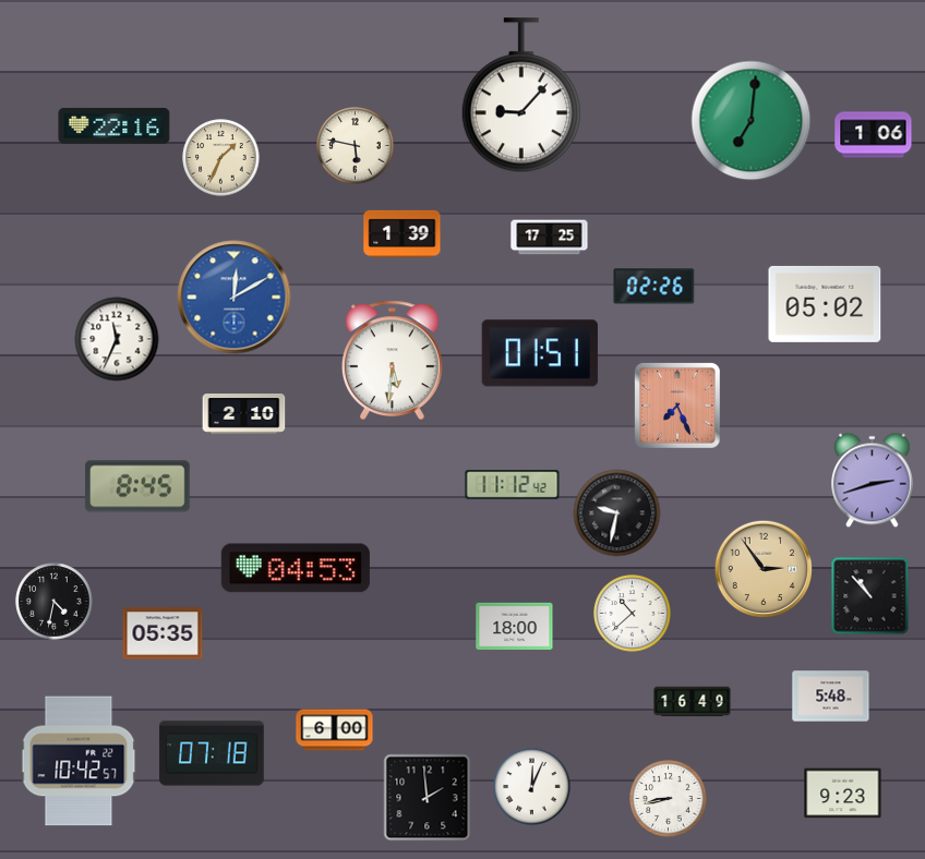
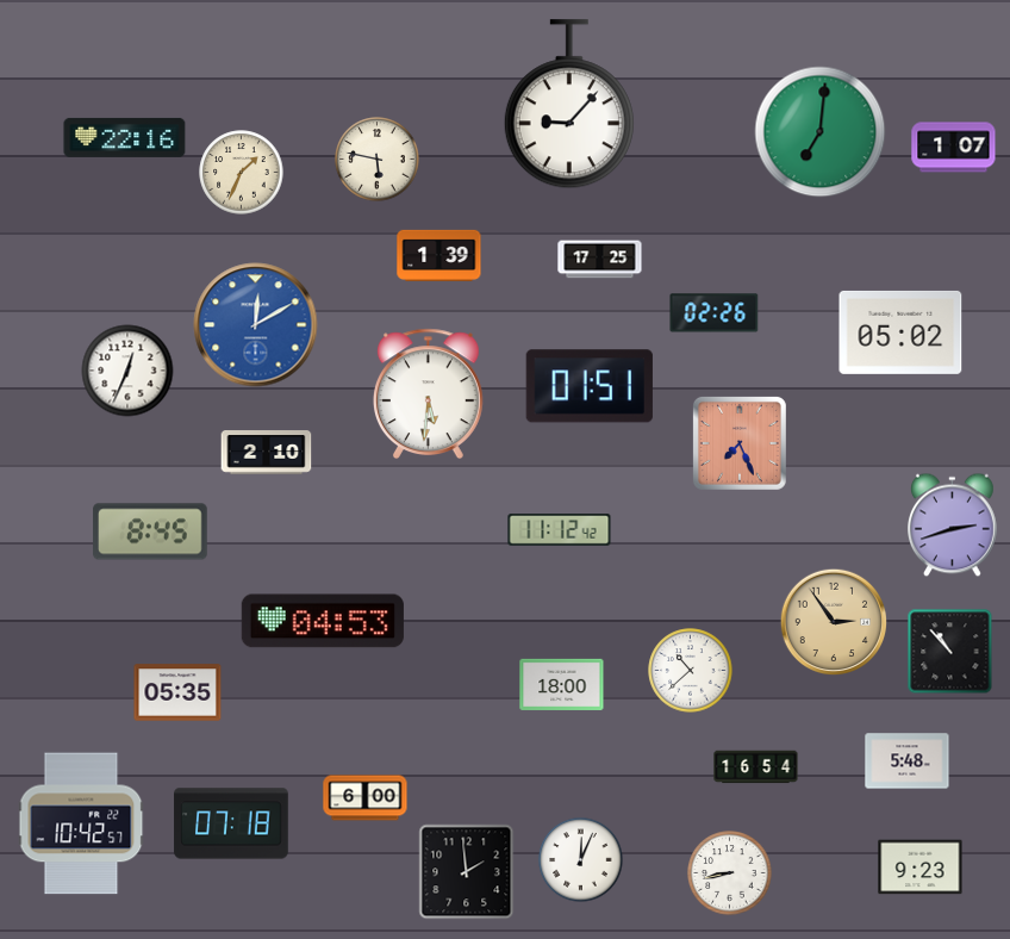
clock at (874, 135): 1:06 -> 1:07
clock at (356, 146) position: (356, 146) -> (378, 160)
clock at (117, 339): 11:34 -> 12:34
clock at (617, 513): 9:32 -> none
clock at (55, 602): 4:32 -> none
clock at (693, 702): 16:49 -> 16:54
clock at (79, 761) position: (79, 761) -> (81, 823)
